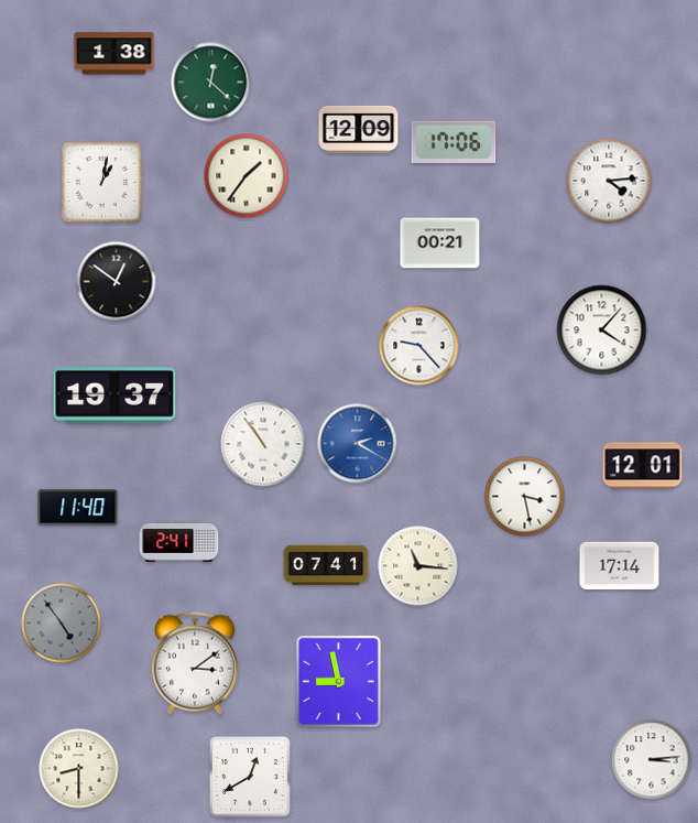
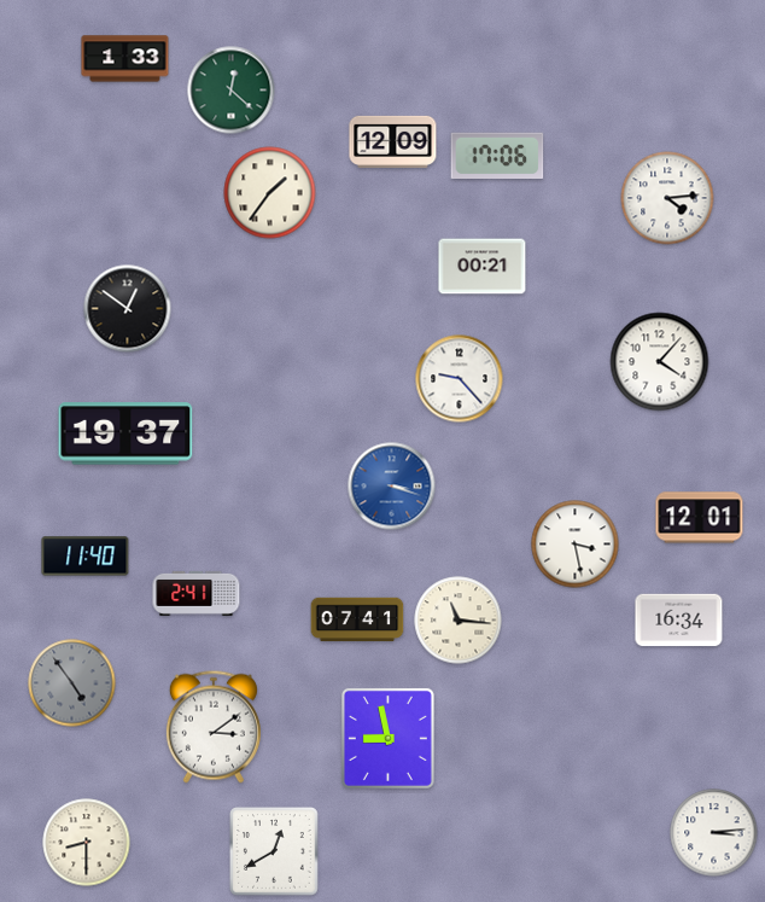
clock at (114, 54): 1:38 -> 1:33
clock at (101, 182): 1:02 -> none
clock at (263, 444): 10:54 -> none
clock at (358, 444): 2:20 -> 3:18
clock at (643, 466) position: (643, 466) -> (700, 518)
clock at (620, 566): 17:14 -> 16:34
clock at (62, 624) position: (62, 624) -> (72, 683)
clock at (338, 681) position: (338, 681) -> (387, 738)
